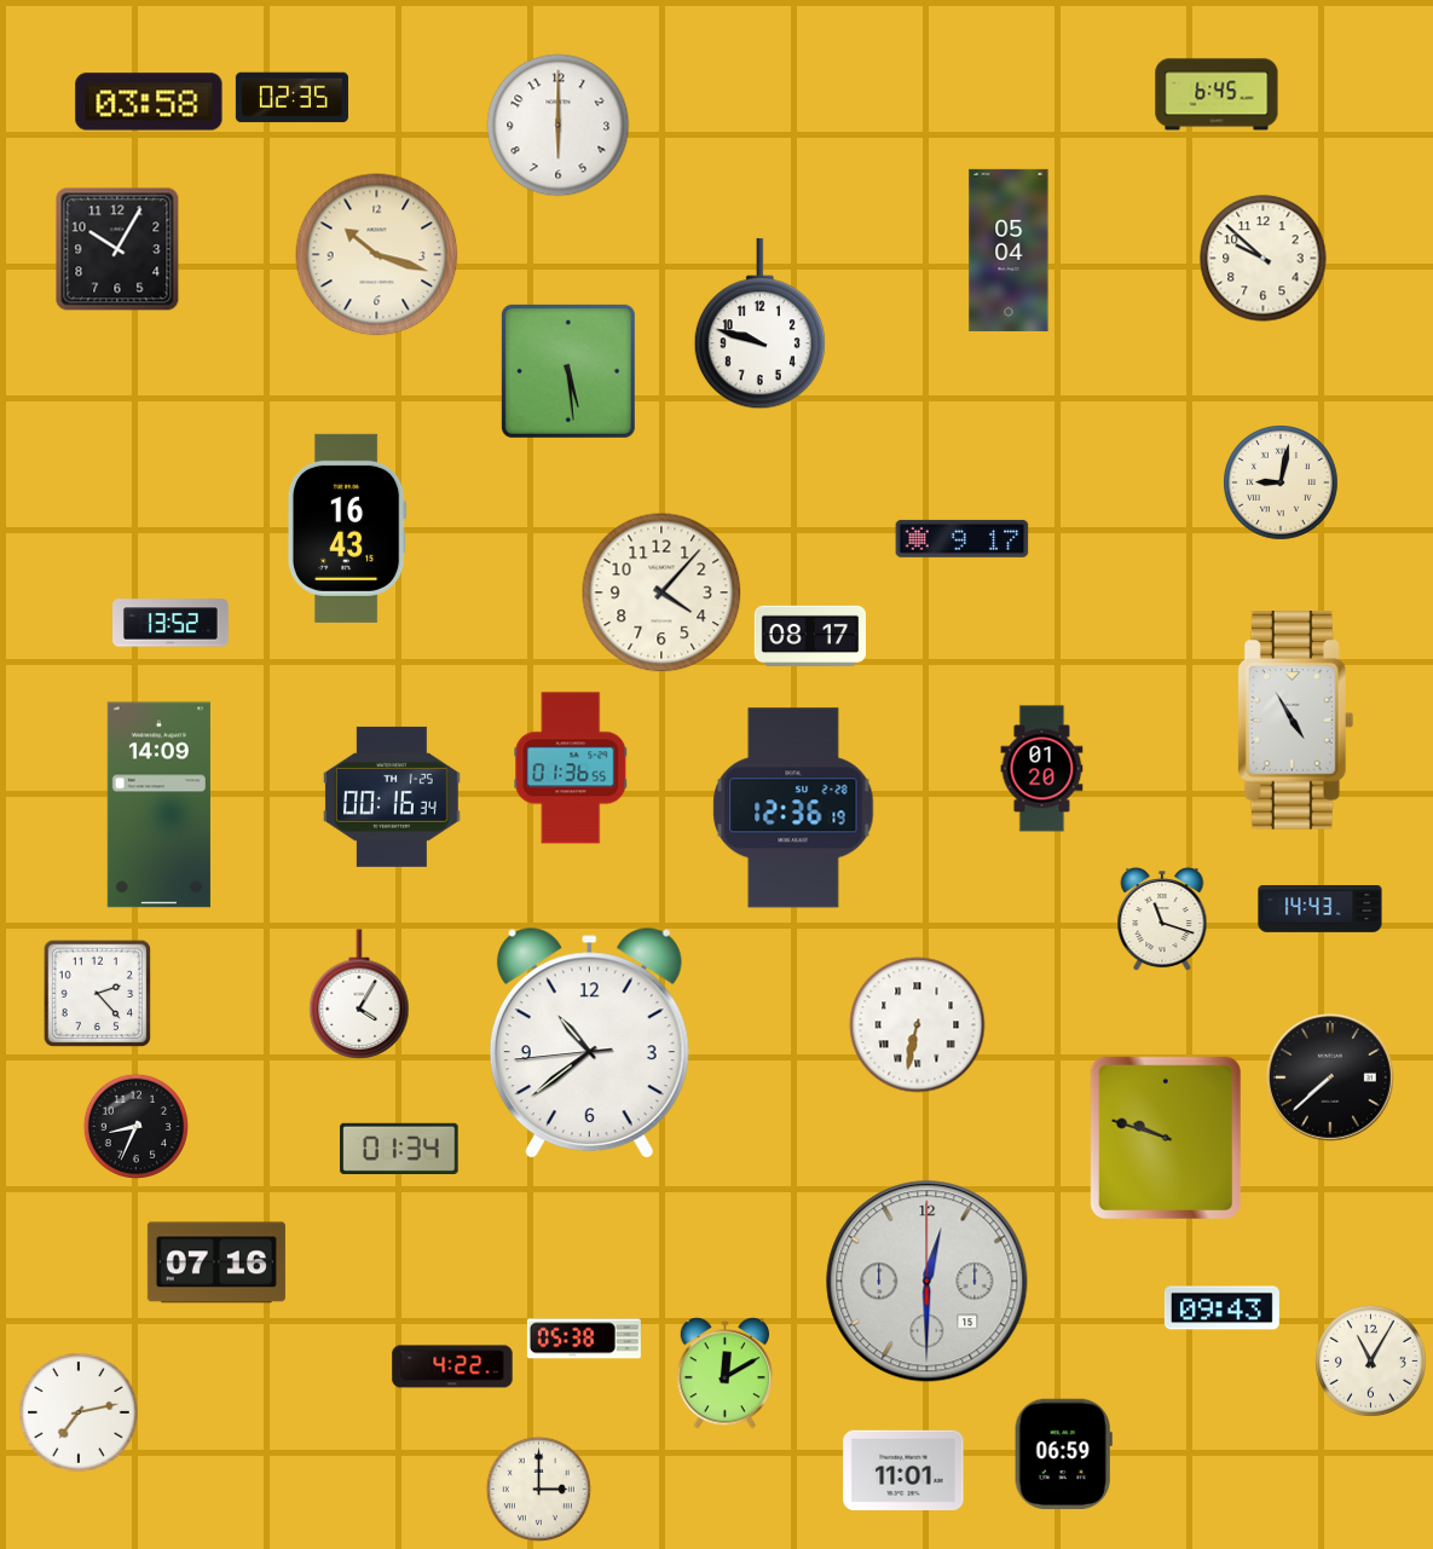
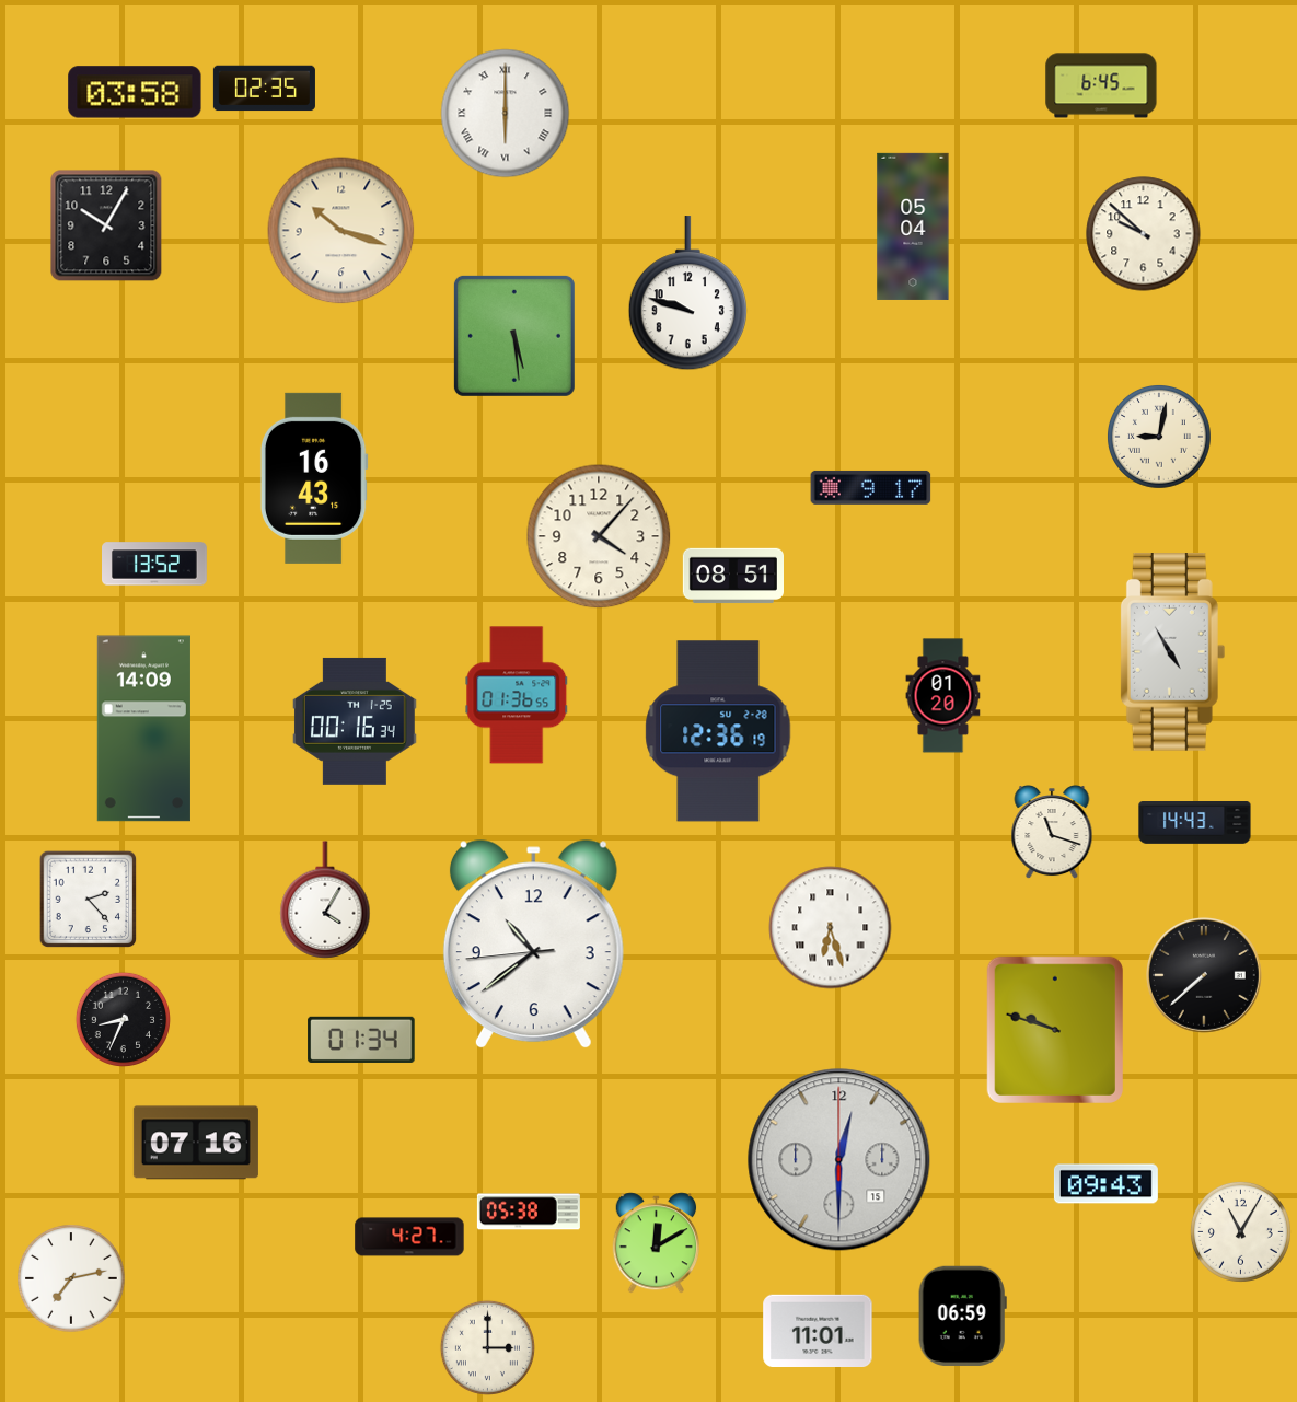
clock at (559, 126) numerals: Arabic -> Roman
clock at (809, 636): 08:17 -> 08:51
clock at (918, 1025): 6:32 -> 6:27
clock at (452, 1366): 4:22 -> 4:27
